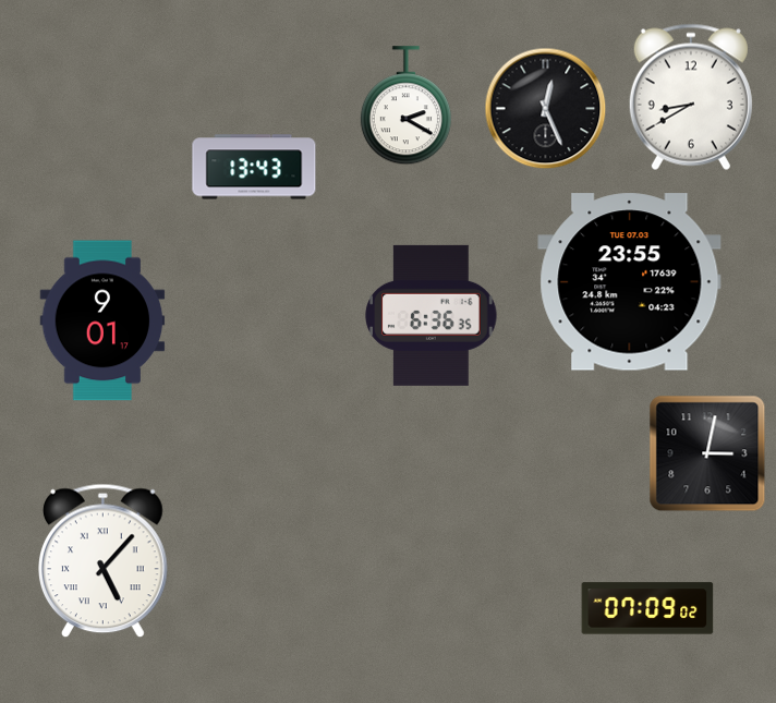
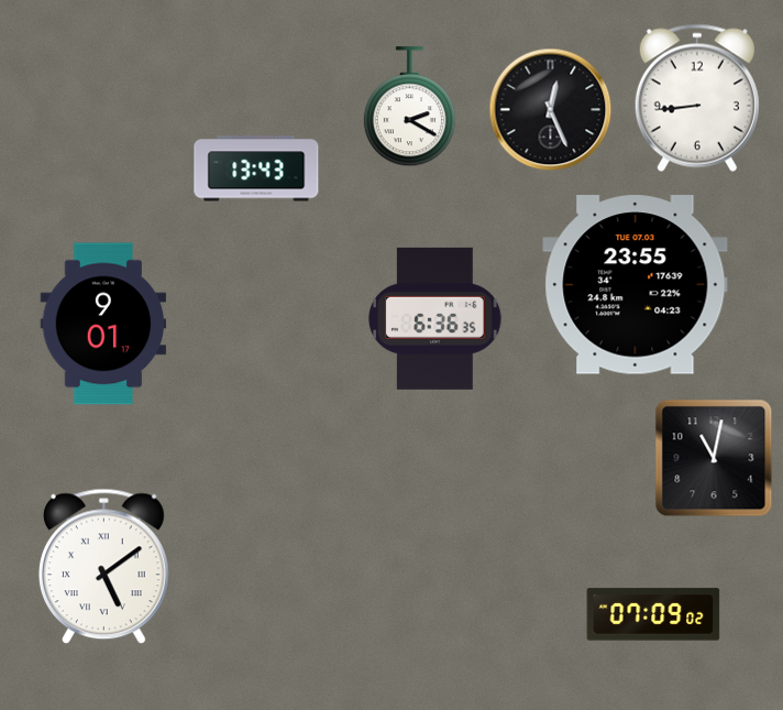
clock at (691, 97): 8:40 -> 8:44
clock at (707, 453): 3:02 -> 11:02
clock at (104, 561): 5:07 -> 5:09
